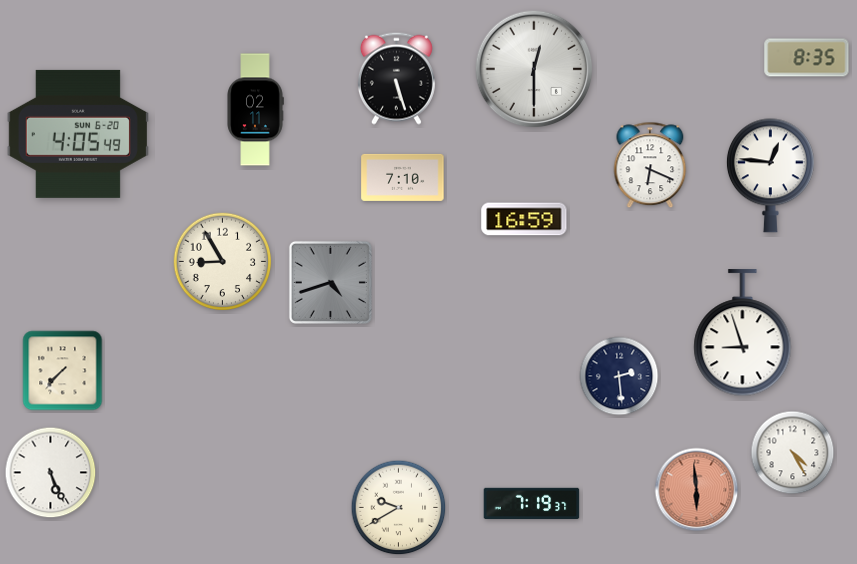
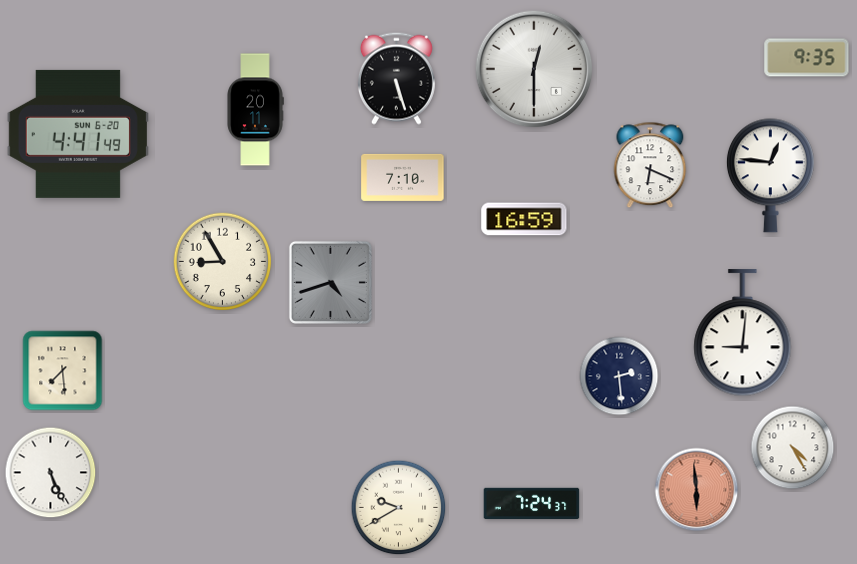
clock at (807, 58): 8:35 -> 9:35
clock at (255, 110): 02:11 -> 20:11
clock at (78, 134): 4:05 -> 4:41
clock at (743, 333): 8:57 -> 9:01
clock at (63, 371): 7:37 -> 7:29
clock at (793, 453) position: (793, 453) -> (793, 448)
clock at (532, 504): 7:19 -> 7:24
